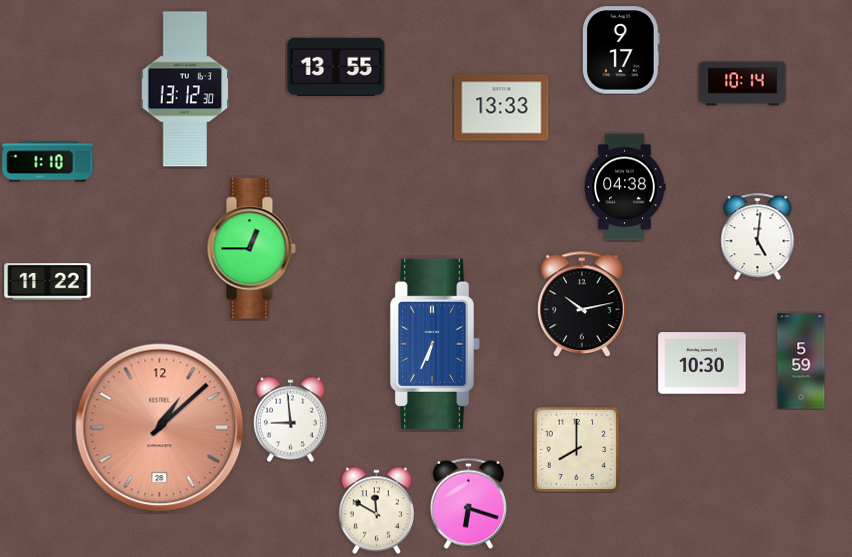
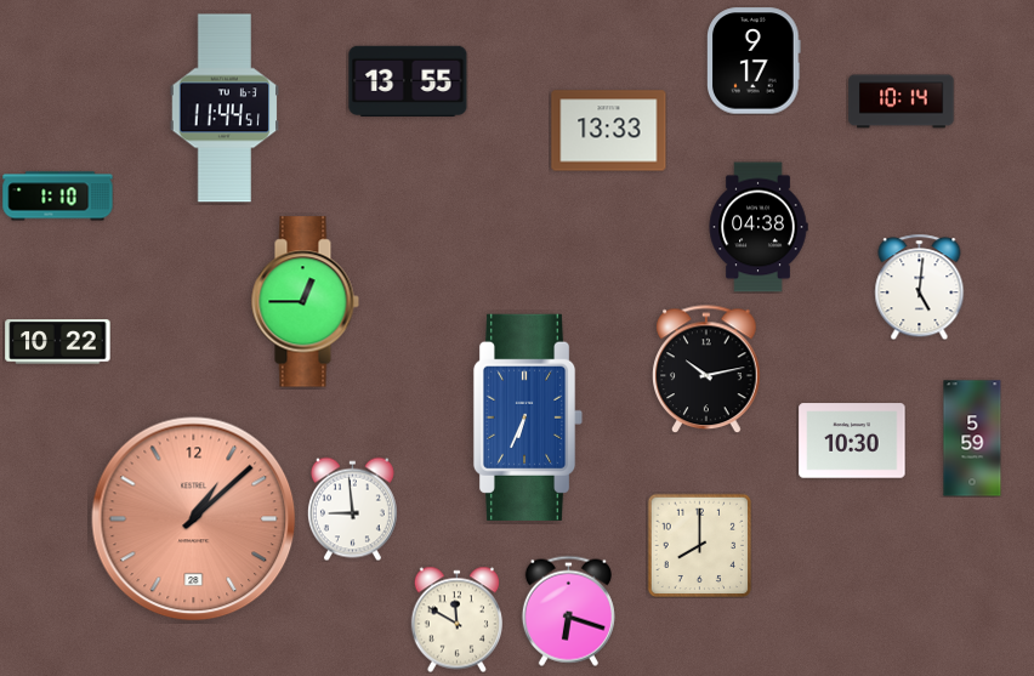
clock at (185, 89): 13:12 -> 11:44
clock at (48, 282): 11:22 -> 10:22
